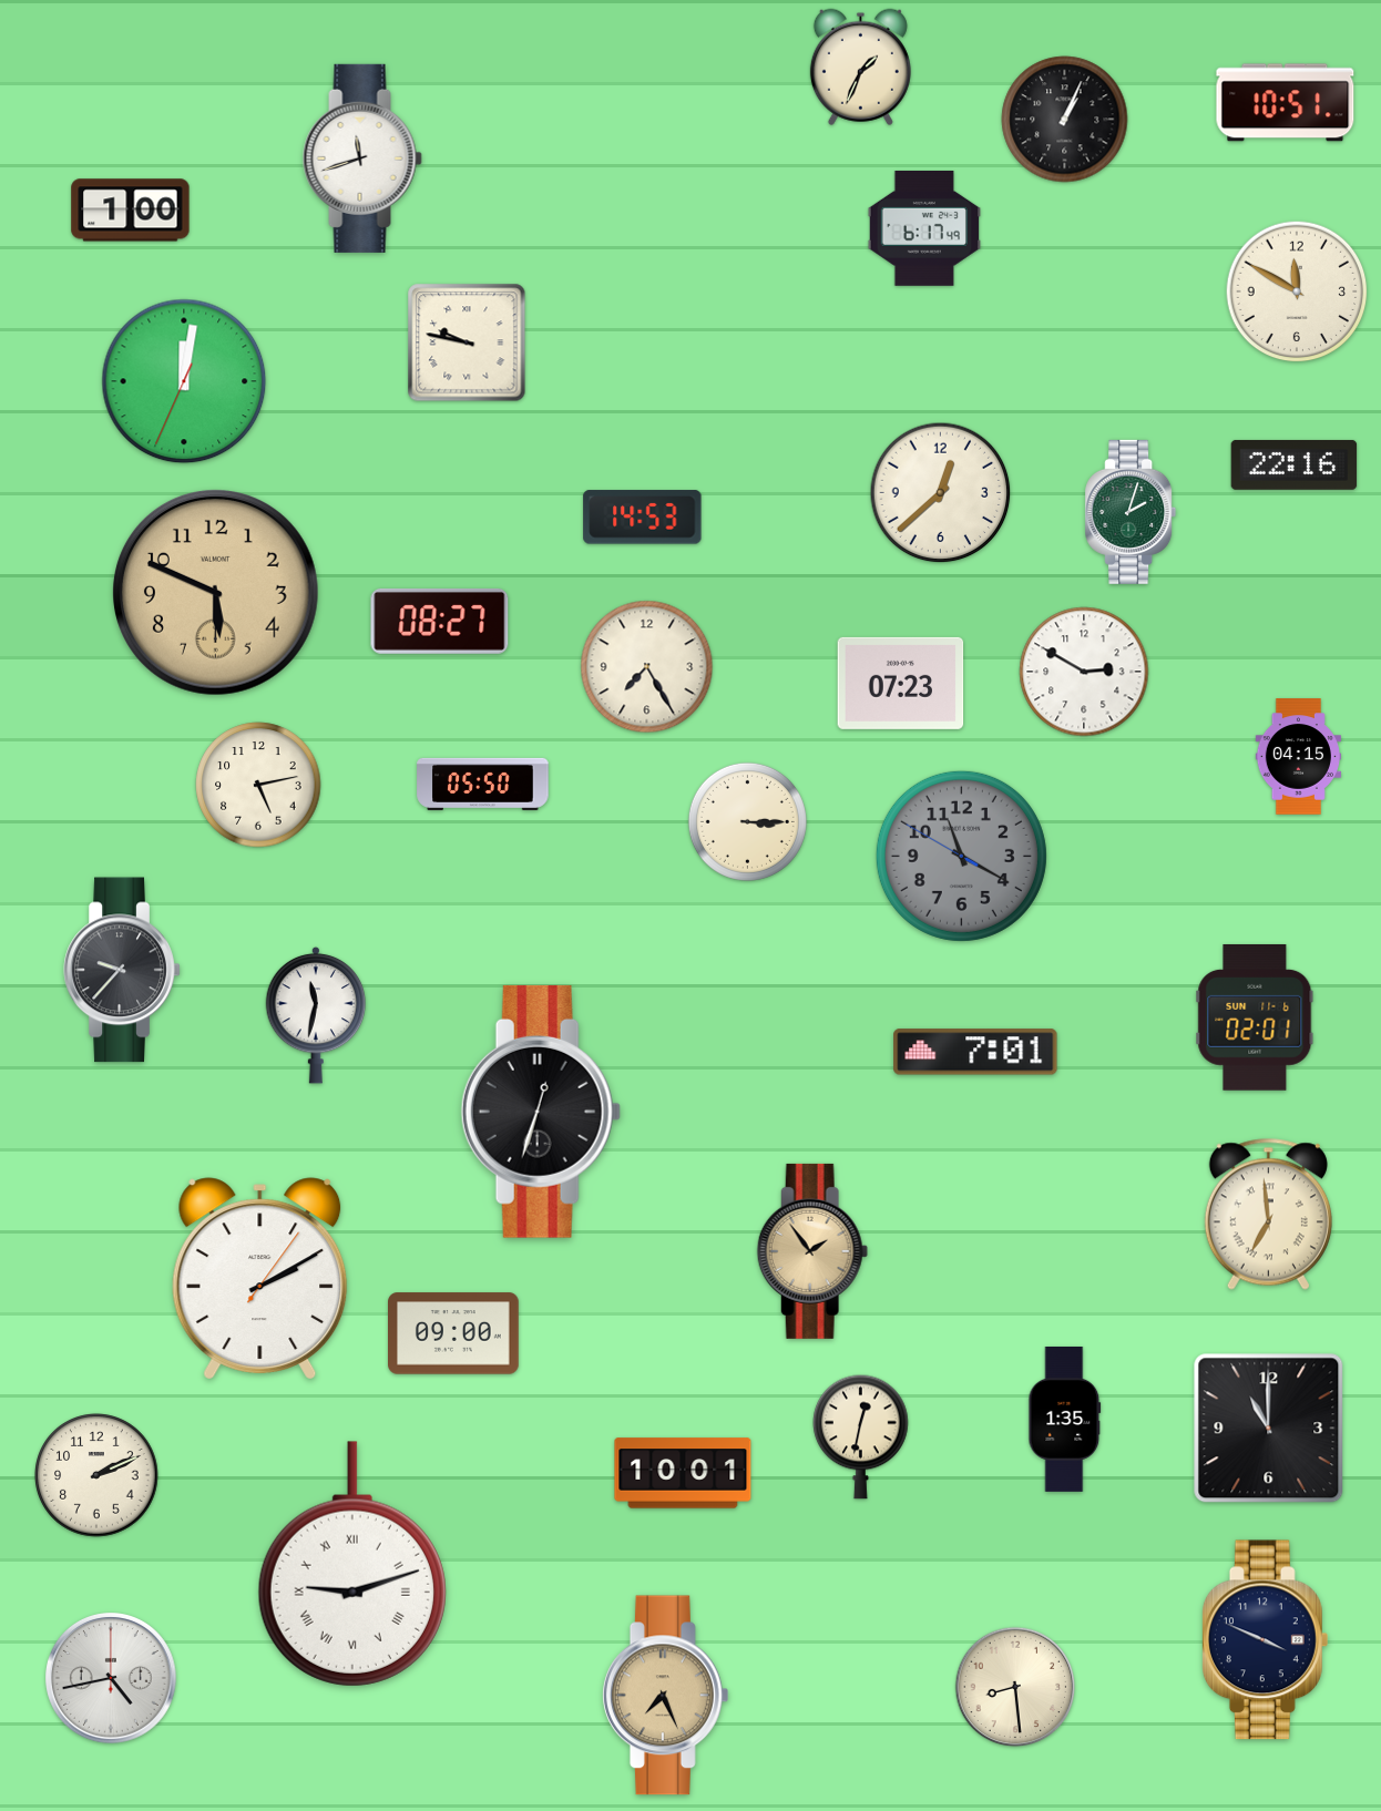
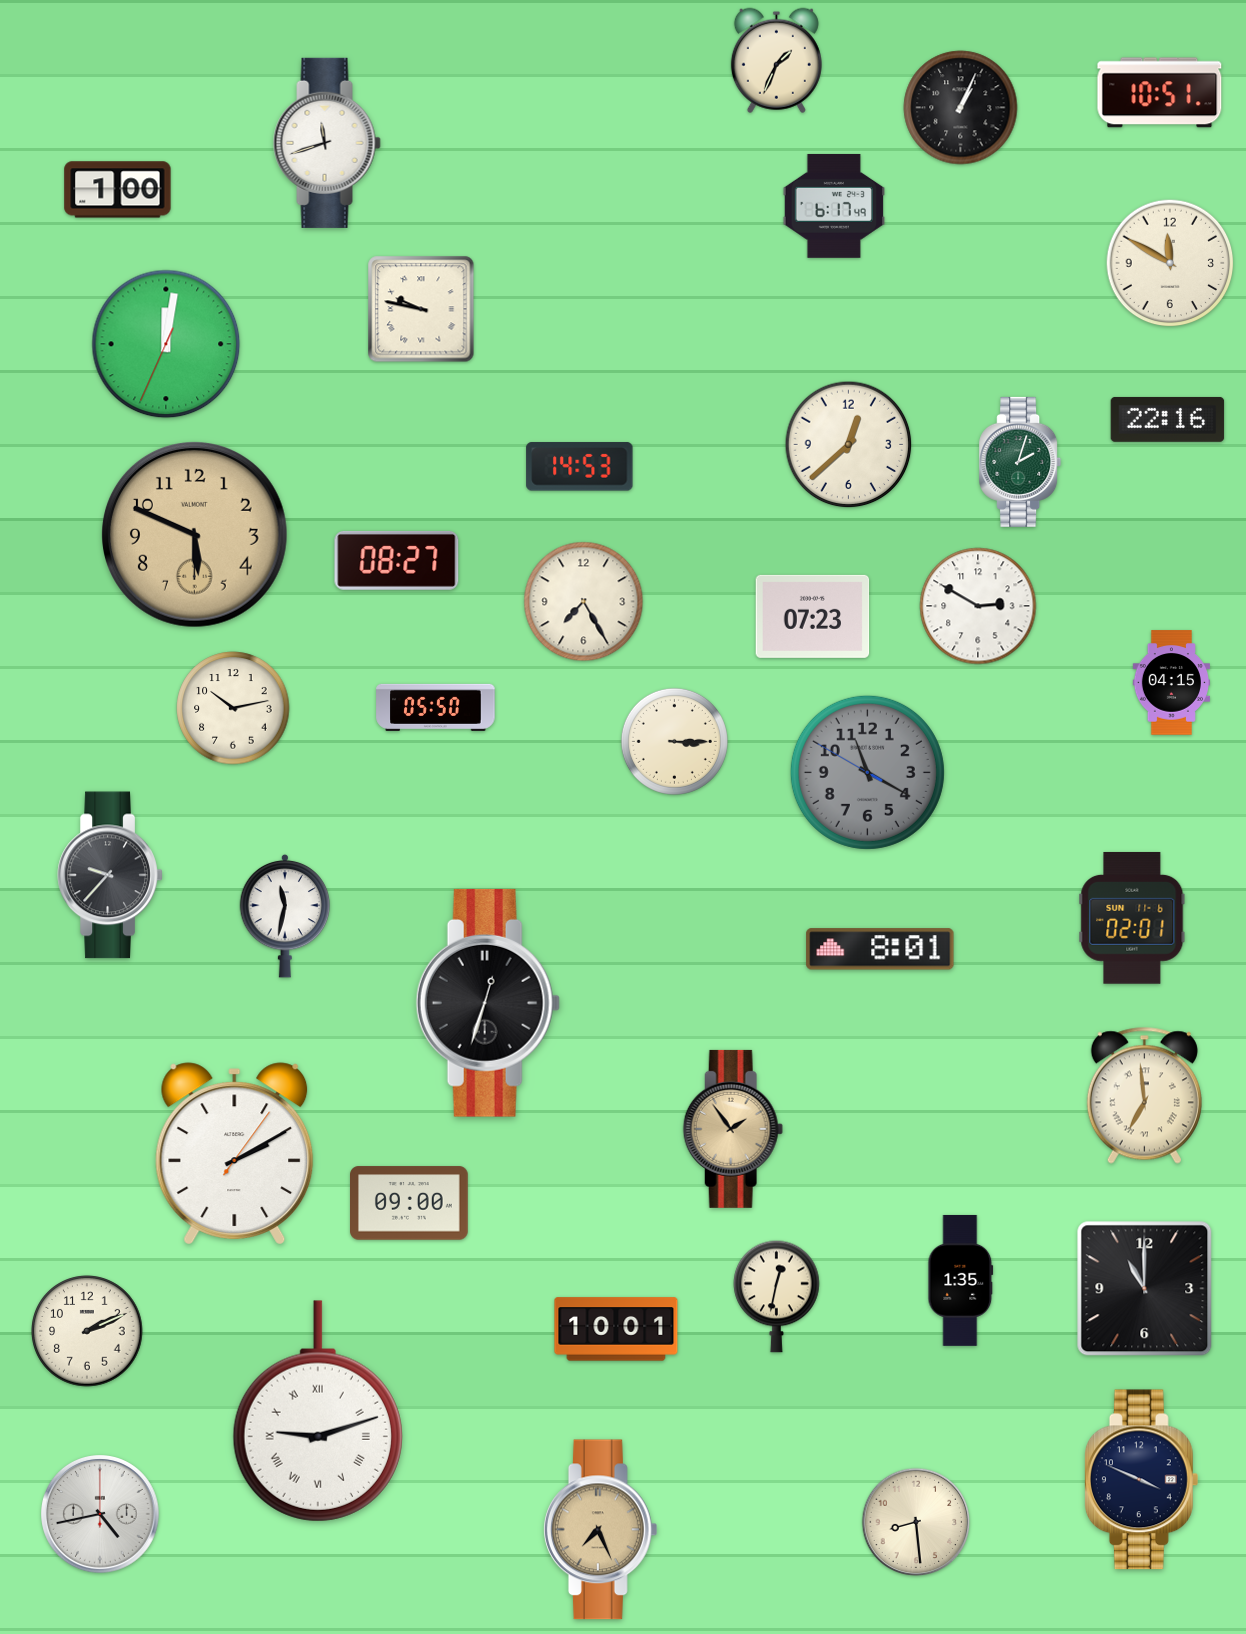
clock at (258, 785): 5:13 -> 10:13
clock at (975, 1052): 7:01 -> 8:01
